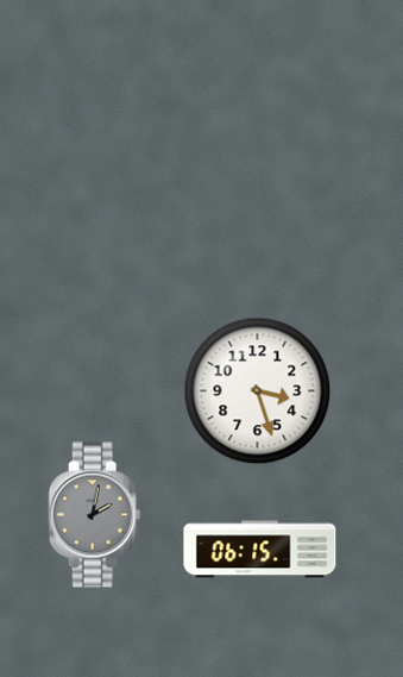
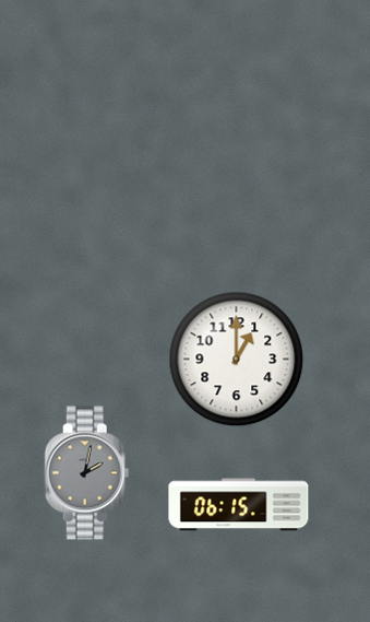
clock at (257, 390): 3:27 -> 1:00
